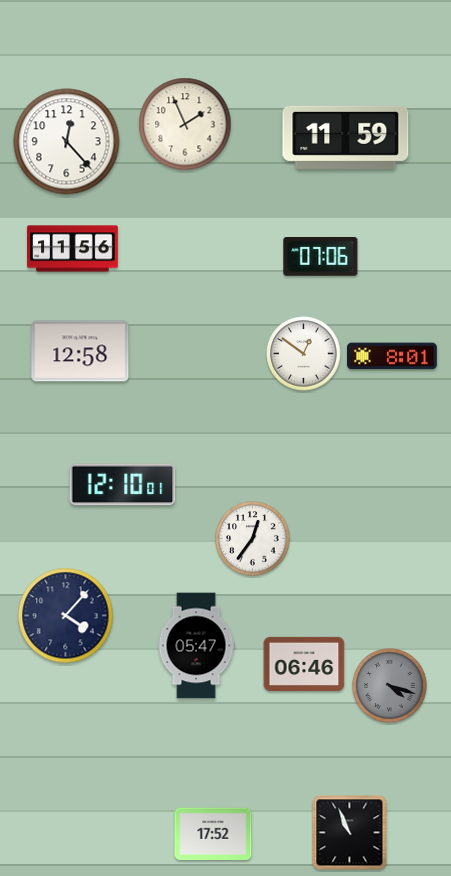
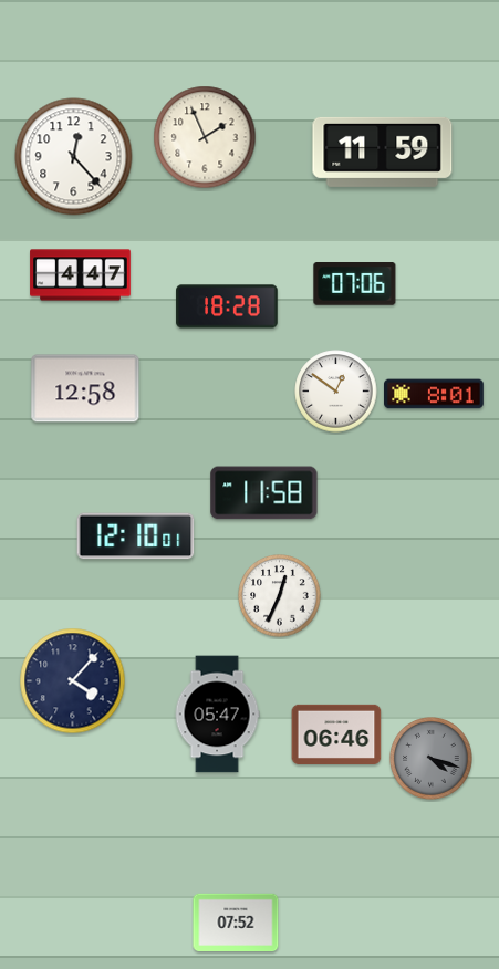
clock at (73, 249): 11:56 -> 4:47
clock at (227, 306): none -> 18:28
clock at (80, 351) position: (80, 351) -> (85, 388)
clock at (264, 493): none -> 11:58
clock at (253, 539): 12:36 -> 12:34
clock at (213, 833): 17:52 -> 07:52
clock at (350, 833): 10:56 -> none
